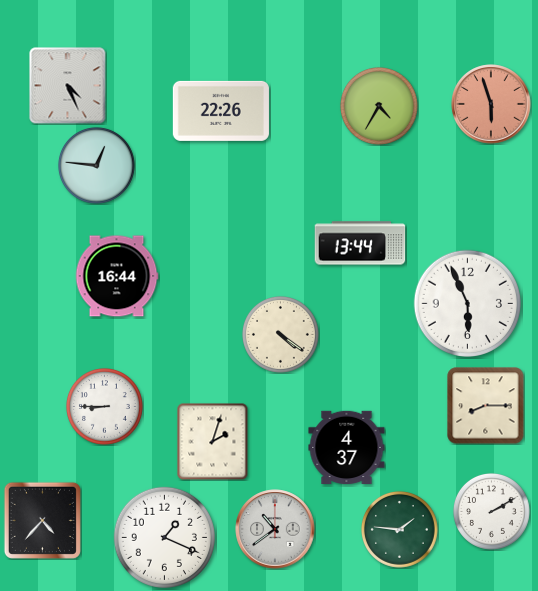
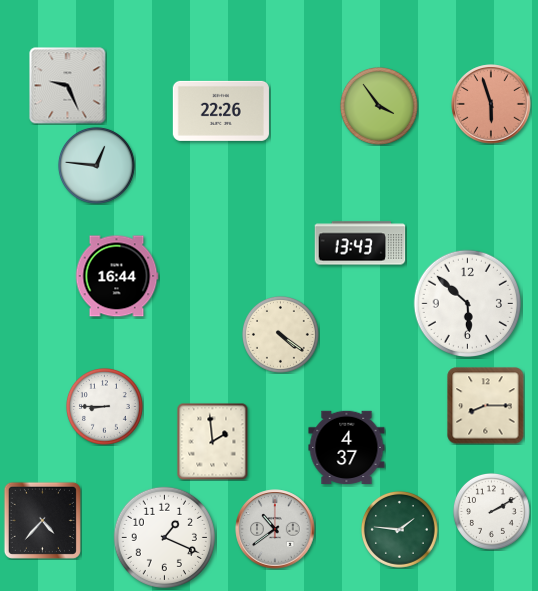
clock at (68, 86): 4:26 -> 9:26
clock at (379, 106): 4:35 -> 3:54
clock at (360, 243): 13:44 -> 13:43
clock at (467, 303): 5:56 -> 5:52
clock at (213, 441): 2:03 -> 1:59
